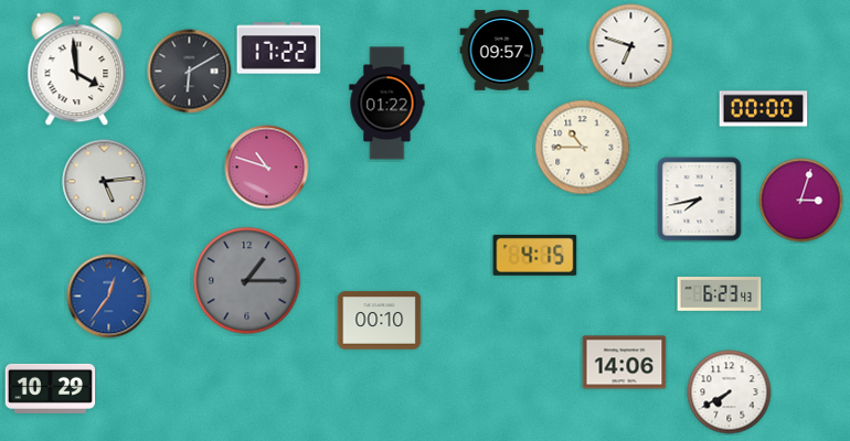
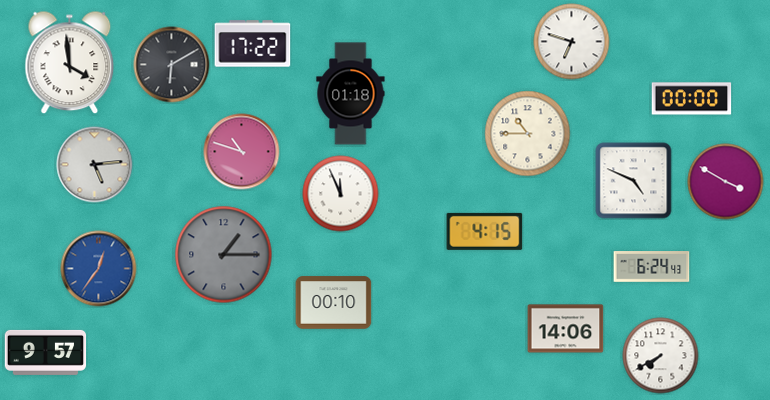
clock at (502, 51): 09:57 -> none
clock at (387, 104): 01:22 -> 01:18
clock at (700, 200): 7:43 -> 4:49
clock at (801, 201): 3:03 -> 3:50
clock at (341, 194): none -> 11:56
clock at (720, 294): 6:23 -> 6:24
clock at (380, 321) position: (380, 321) -> (334, 303)
clock at (51, 388): 10:29 -> 9:57
